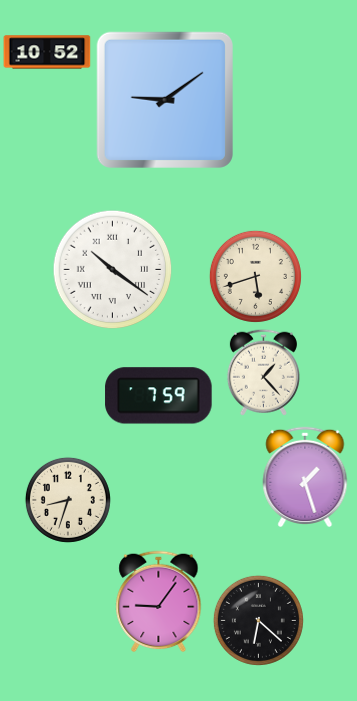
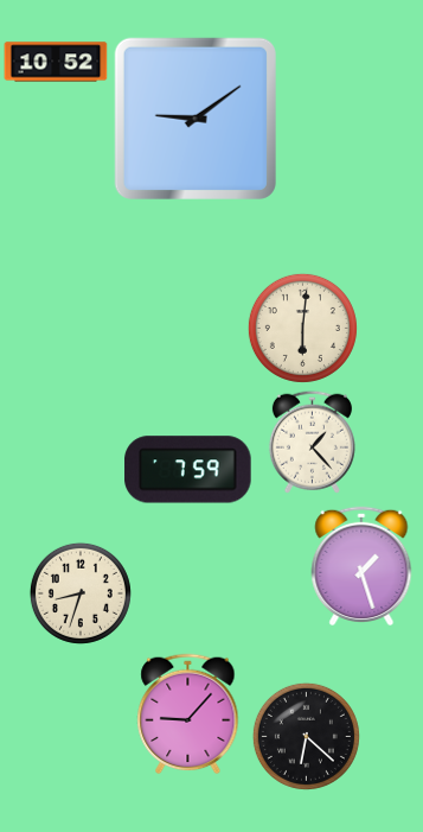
clock at (113, 270): 10:21 -> none
clock at (255, 276): 5:42 -> 6:01
clock at (159, 602): 9:06 -> 9:07
